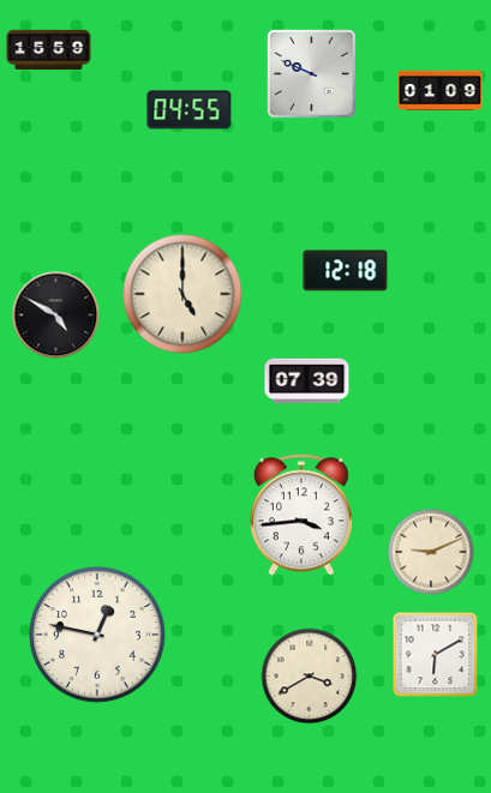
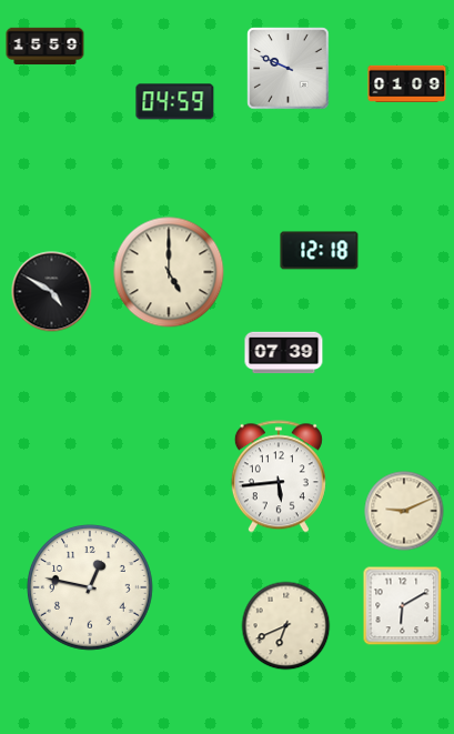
clock at (190, 110): 04:55 -> 04:59
clock at (301, 515): 3:44 -> 5:44
clock at (431, 552) position: (431, 552) -> (404, 511)
clock at (310, 677): 3:40 -> 6:41
